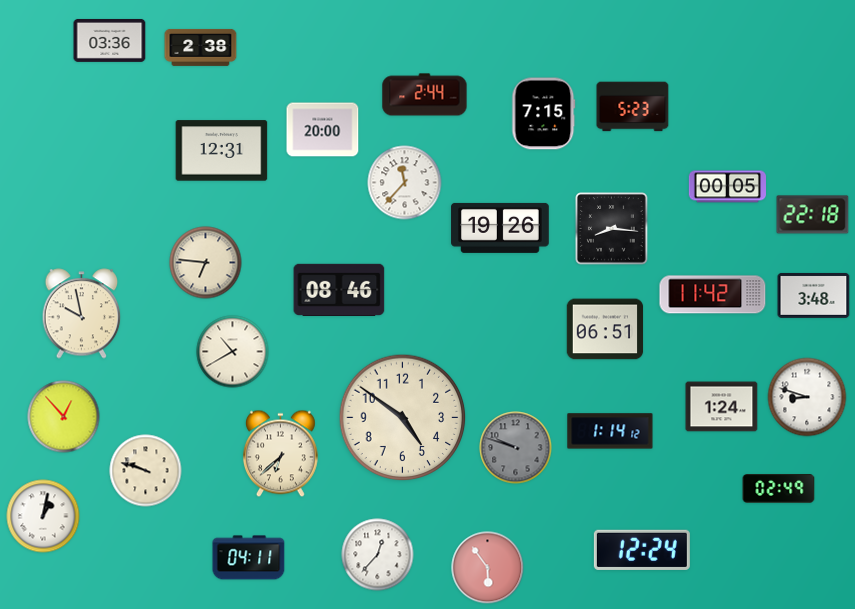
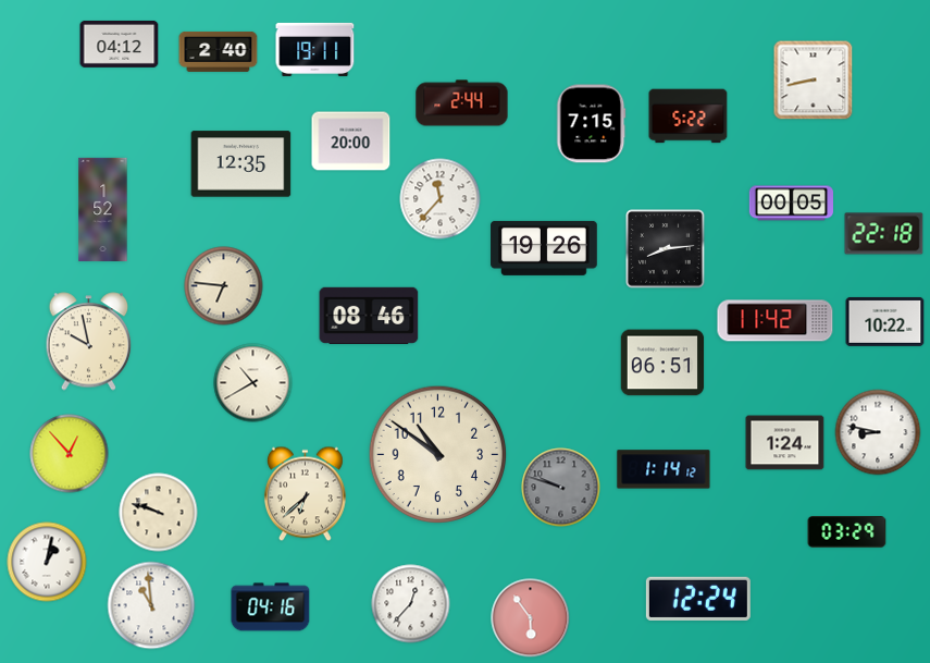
clock at (110, 40): 03:36 -> 04:12
clock at (315, 49): none -> 19:11
clock at (201, 47): 2:38 -> 2:40
clock at (814, 81): none -> 8:43
clock at (633, 107): 5:23 -> 5:22
clock at (222, 151): 12:31 -> 12:35
clock at (103, 209): none -> 1:52
clock at (612, 229): 8:16 -> 8:14
clock at (814, 295): 3:48 -> 10:22
clock at (605, 329) position: (605, 329) -> (662, 363)
clock at (807, 397): 8:48 -> 8:47
clock at (403, 418): 4:51 -> 10:51
clock at (779, 489): 02:49 -> 03:29
clock at (151, 605): none -> 10:59
clock at (249, 558): 04:11 -> 04:16
